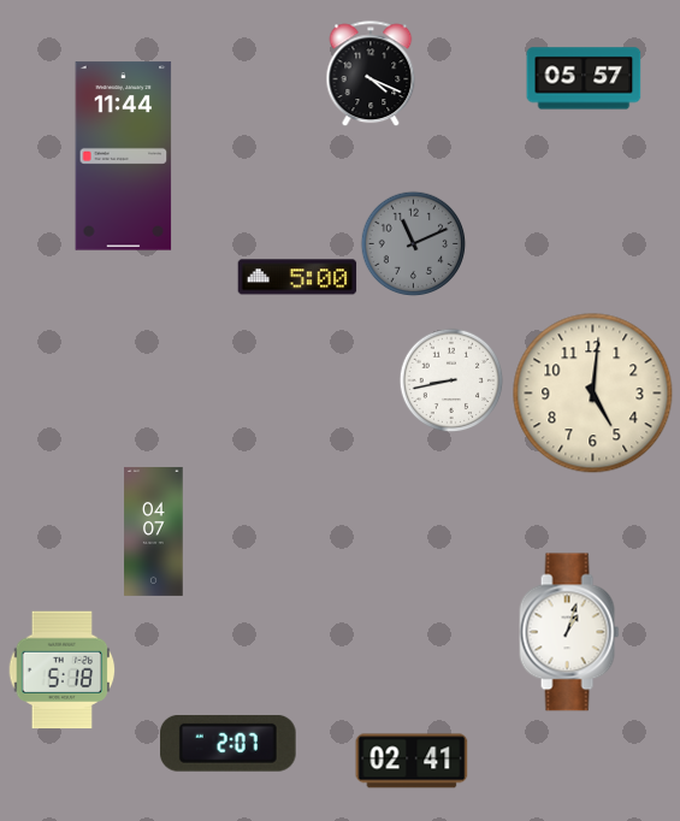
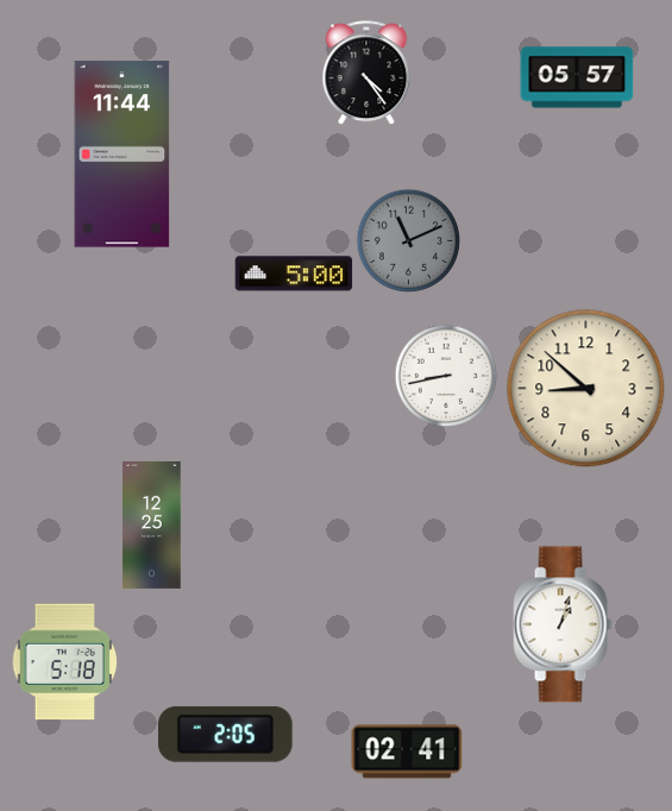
clock at (371, 73): 4:19 -> 4:24
clock at (593, 394): 5:01 -> 8:52
clock at (154, 531): 04:07 -> 12:25
clock at (63, 671) position: (63, 671) -> (65, 662)
clock at (229, 743): 2:07 -> 2:05
